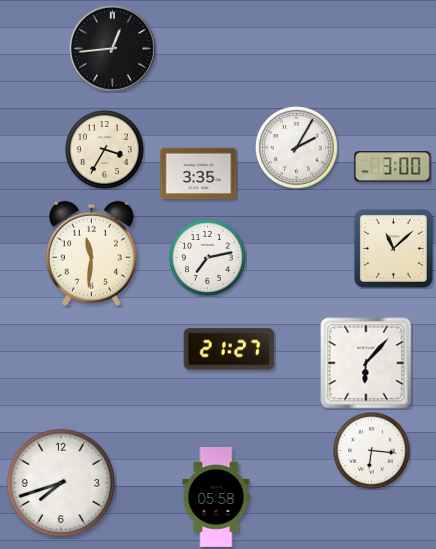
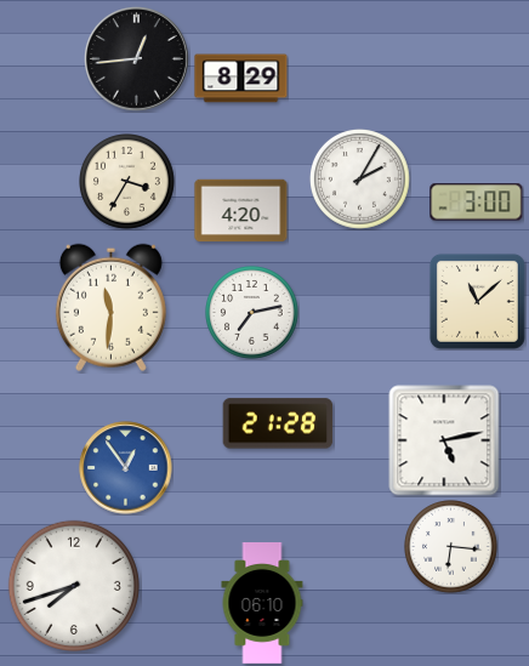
clock at (241, 79): none -> 8:29
clock at (199, 174): 3:35 -> 4:20
clock at (229, 349): 21:27 -> 21:28
clock at (366, 363): 6:07 -> 5:13
clock at (126, 468): none -> 12:54
clock at (216, 498): 05:58 -> 06:10
